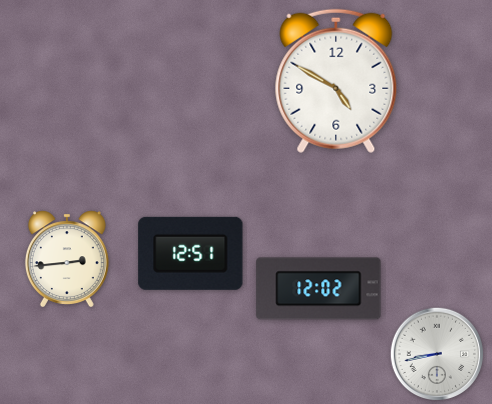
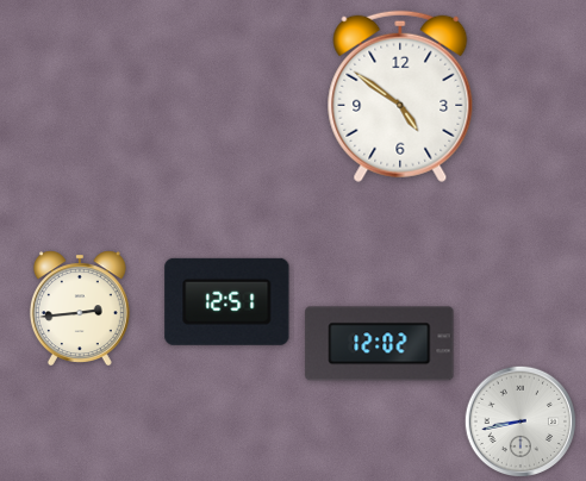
clock at (336, 81): 4:50 -> 4:51
